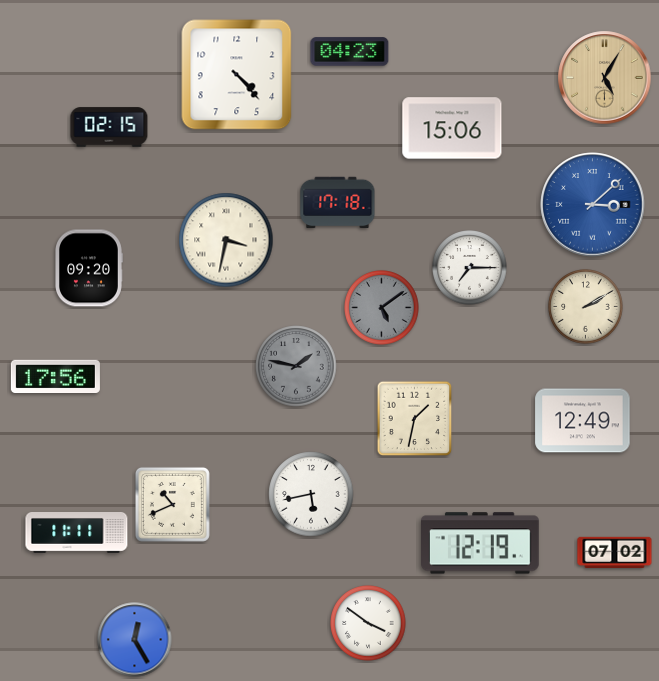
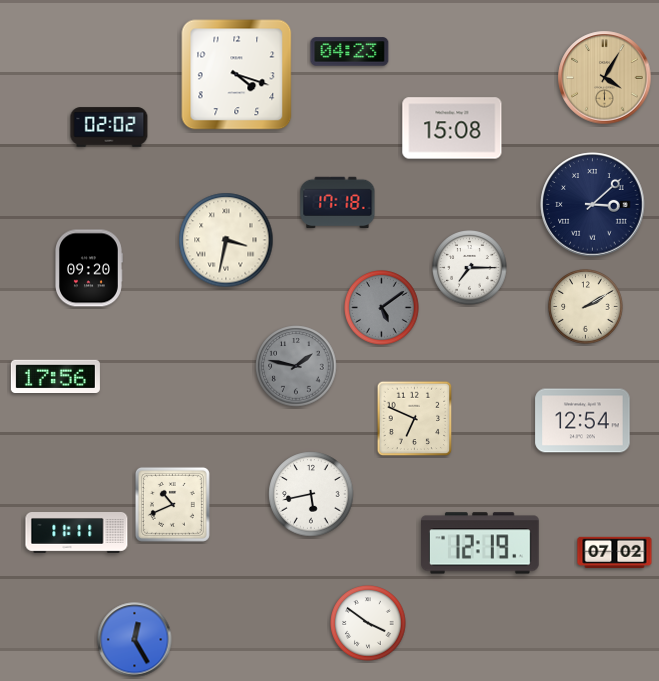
clock at (237, 75): 4:23 -> 4:18
clock at (605, 78): 5:05 -> 4:05
clock at (109, 127): 02:15 -> 02:02
clock at (452, 128): 15:06 -> 15:08
clock at (593, 205) dial: blue -> navy
clock at (415, 419): 1:32 -> 6:49
clock at (583, 421): 12:49 -> 12:54
